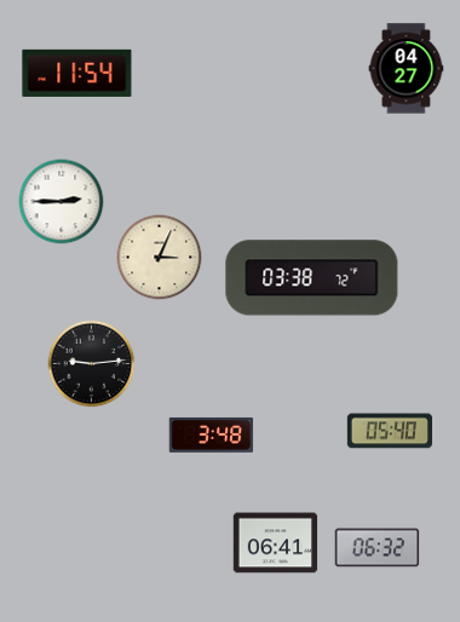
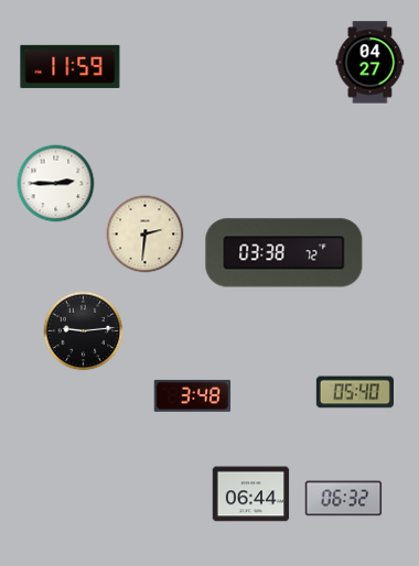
clock at (77, 73): 11:54 -> 11:59
clock at (160, 258): 3:04 -> 2:31
clock at (276, 543): 06:41 -> 06:44
